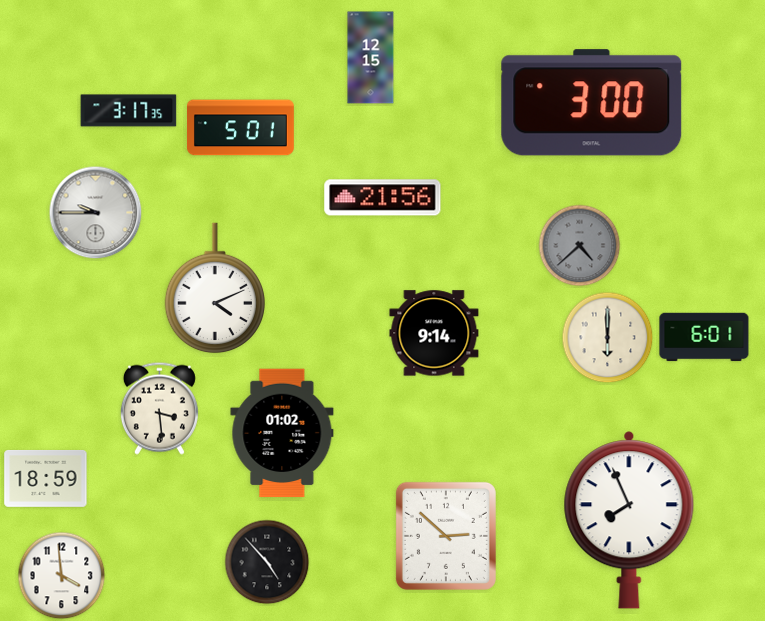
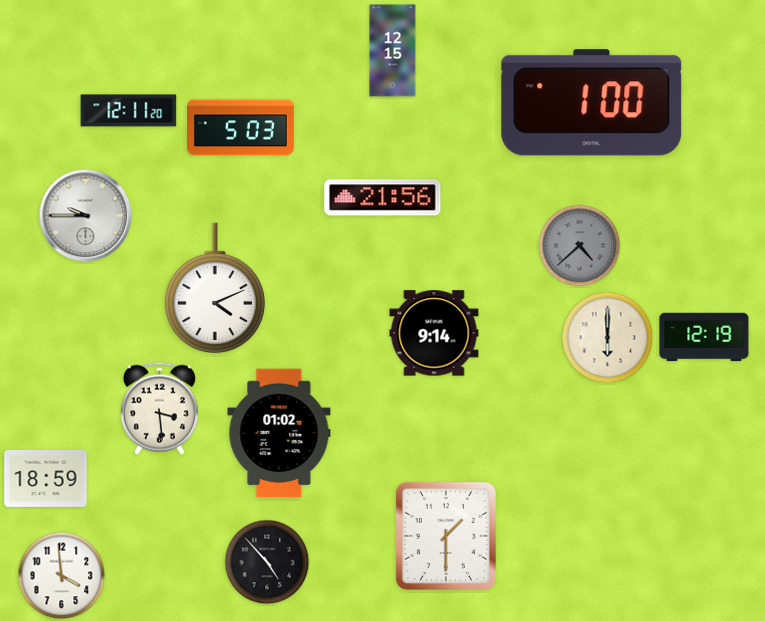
clock at (371, 58) position: (371, 58) -> (393, 51)
clock at (592, 103): 3:00 -> 1:00
clock at (129, 111): 3:17 -> 12:11
clock at (241, 128): 5:01 -> 5:03
clock at (96, 213) position: (96, 213) -> (86, 216)
clock at (704, 337): 6:01 -> 12:19
clock at (282, 433) position: (282, 433) -> (279, 433)
clock at (629, 520): 7:56 -> none
clock at (446, 536): 2:52 -> 1:30
